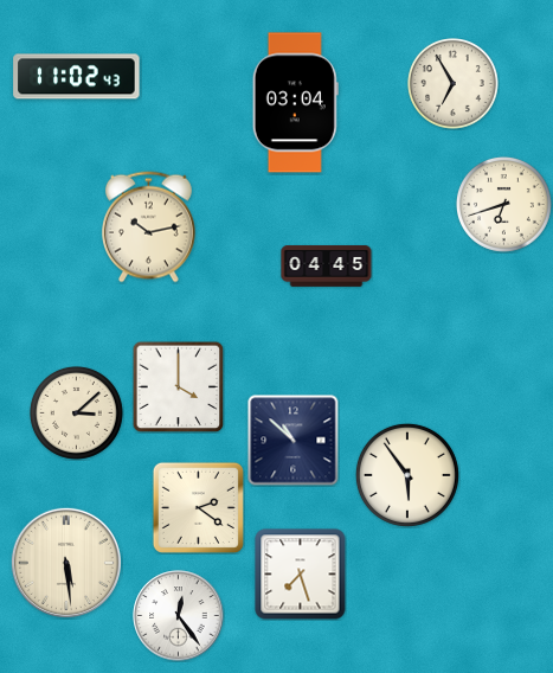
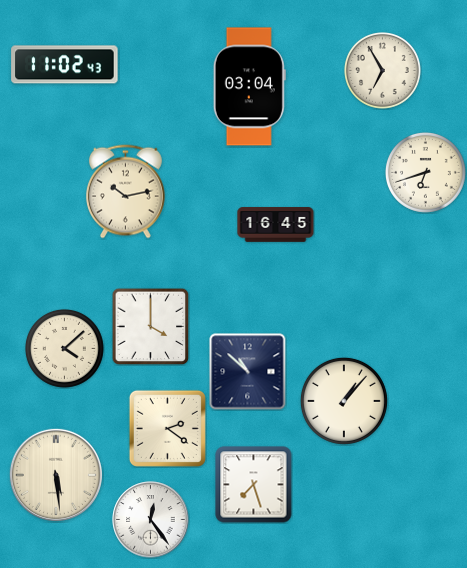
clock at (327, 267): 04:45 -> 16:45
clock at (76, 412): 3:08 -> 4:08
clock at (407, 475): 5:54 -> 1:07
